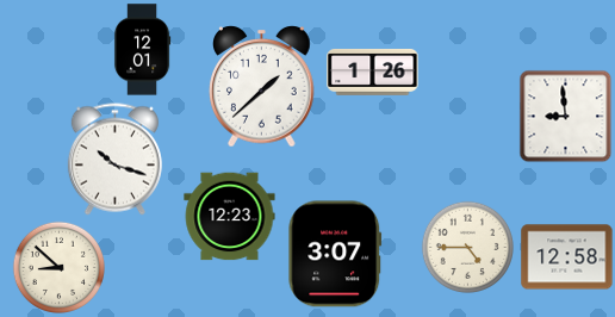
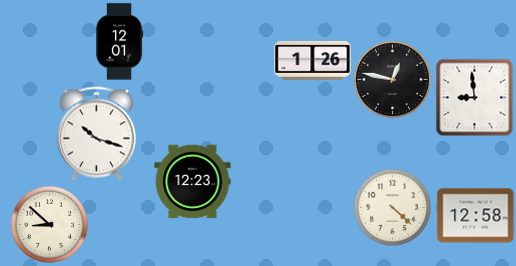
clock at (262, 87): 1:38 -> none
clock at (392, 79): none -> 12:47
clock at (467, 247): 4:45 -> 4:22
clock at (335, 254): 3:07 -> none
